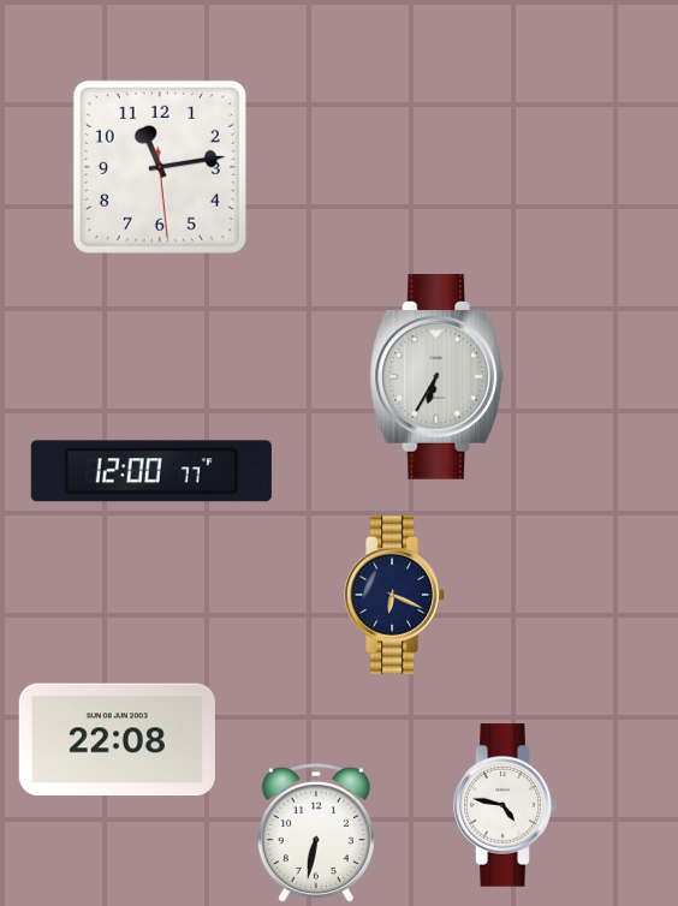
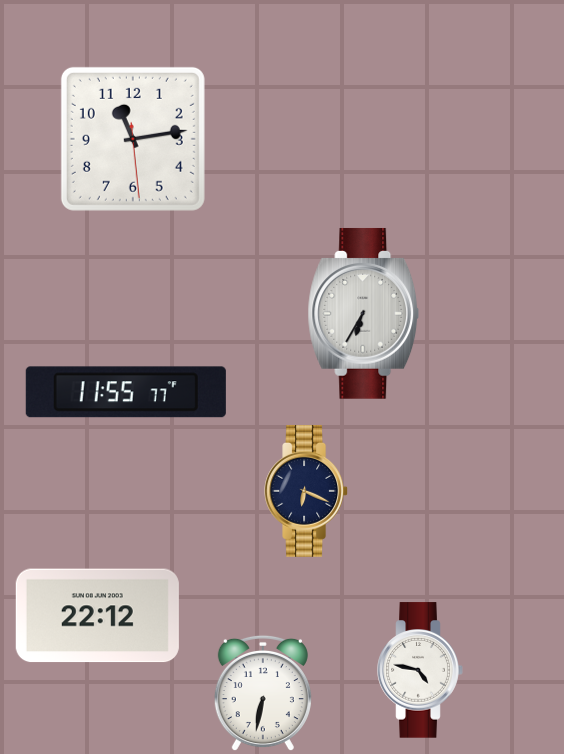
clock at (151, 471): 12:00 -> 11:55
clock at (394, 595) position: (394, 595) -> (306, 491)
clock at (117, 740): 22:08 -> 22:12
